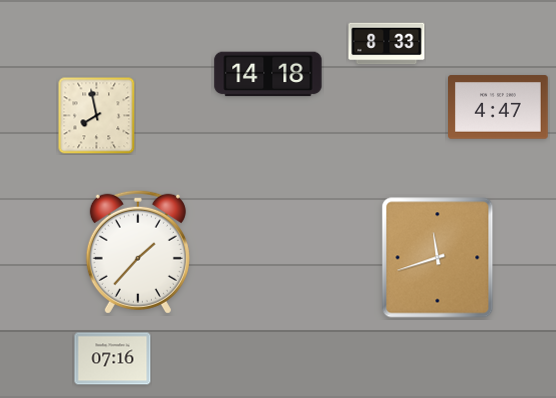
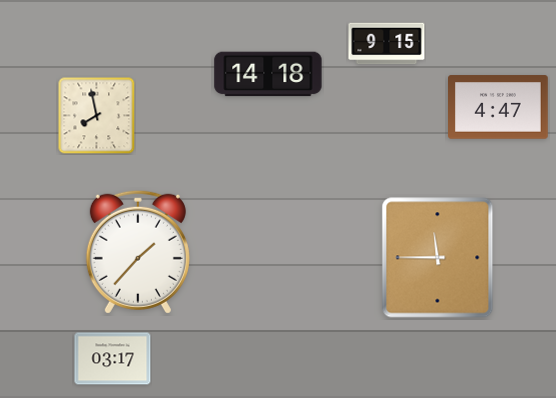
clock at (387, 44): 8:33 -> 9:15
clock at (438, 258): 11:42 -> 11:45
clock at (113, 359): 07:16 -> 03:17
